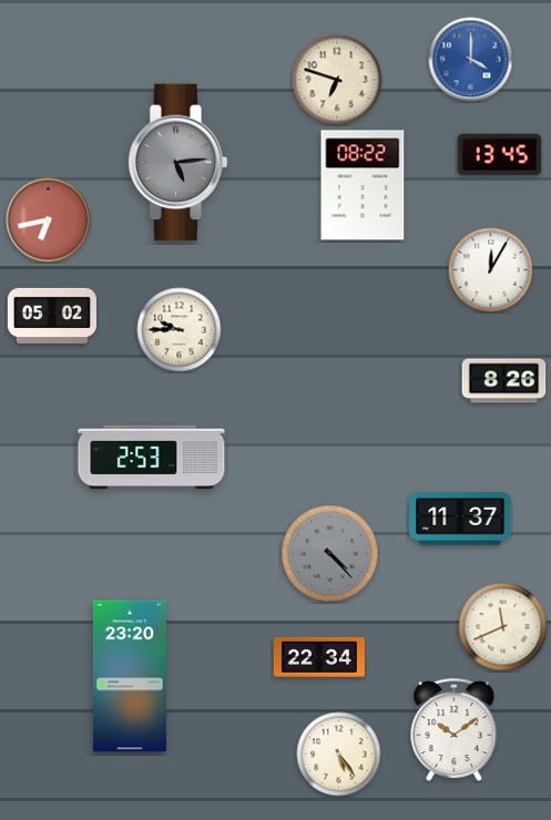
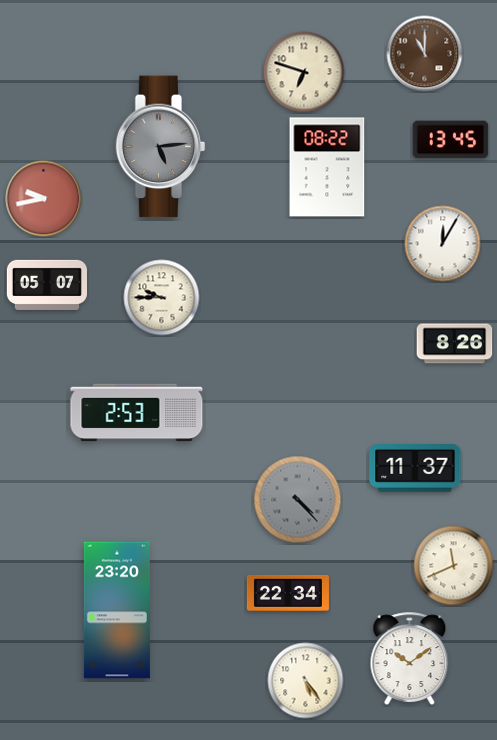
clock at (471, 60): 4:00 -> 11:00
clock at (471, 60) dial: blue -> brown
clock at (49, 221): 6:43 -> 9:43
clock at (51, 316): 05:02 -> 05:07
